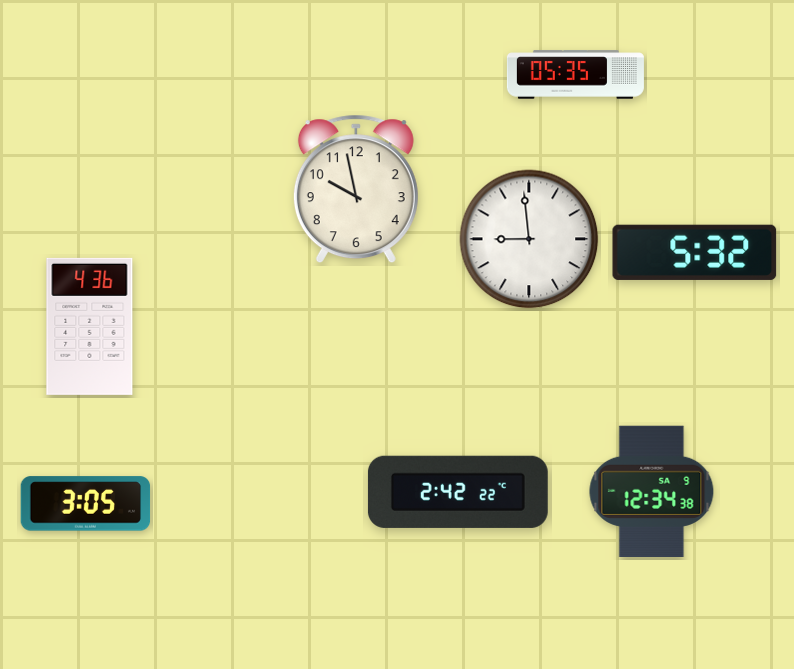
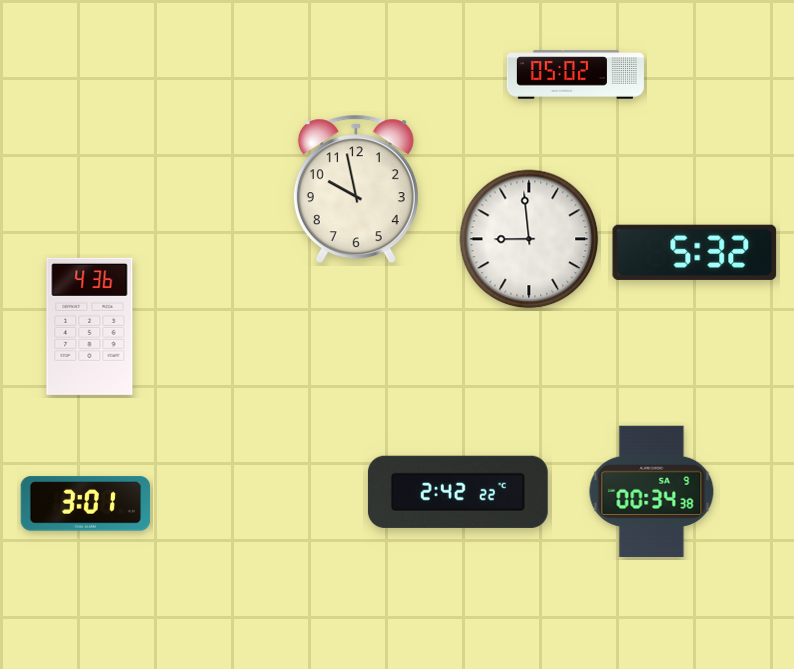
clock at (575, 75): 05:35 -> 05:02
clock at (652, 491): 12:34 -> 00:34
clock at (86, 504): 3:05 -> 3:01
